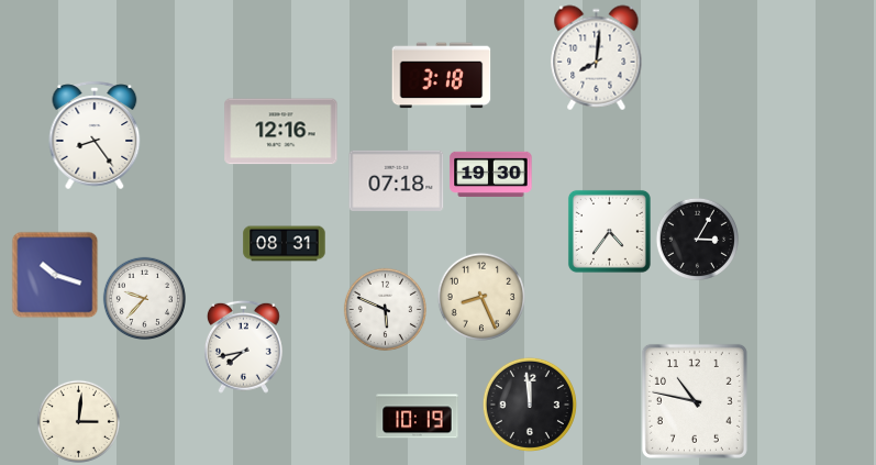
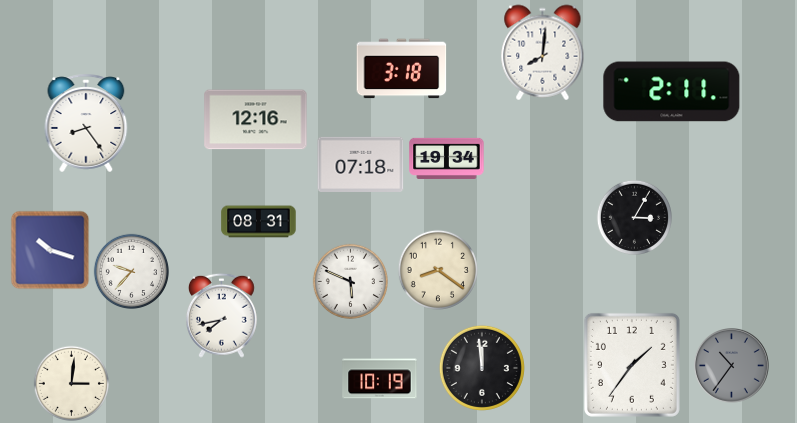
clock at (672, 92): none -> 2:11
clock at (491, 174): 19:30 -> 19:34
clock at (609, 231): 4:36 -> none
clock at (481, 297): 8:26 -> 8:21
clock at (695, 401): 10:47 -> 1:36
clock at (732, 366): none -> 10:36
